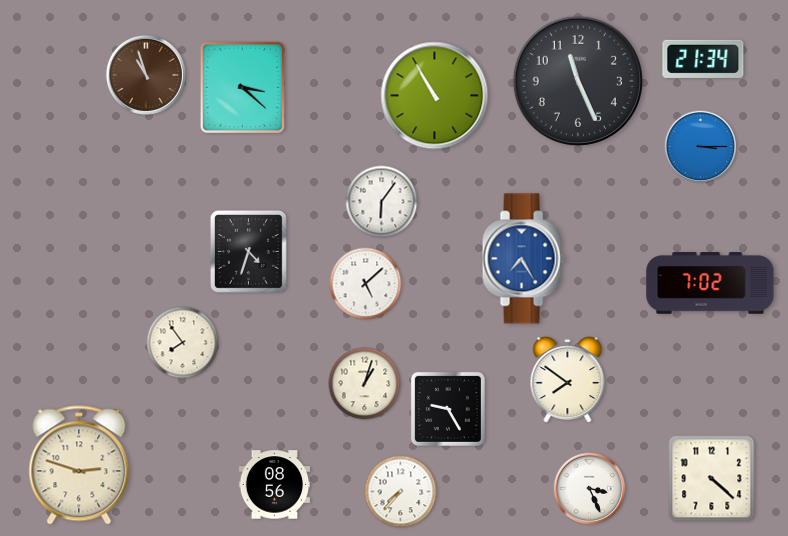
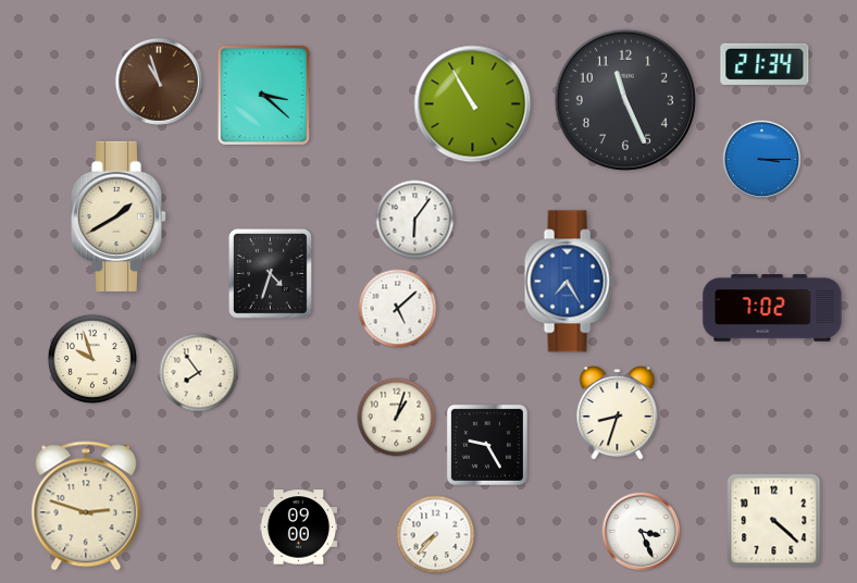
clock at (578, 81) position: (578, 81) -> (625, 100)
clock at (117, 216): none -> 1:40
clock at (92, 359): none -> 9:57
clock at (568, 380): 7:51 -> 8:33
clock at (275, 485): 08:56 -> 09:00
